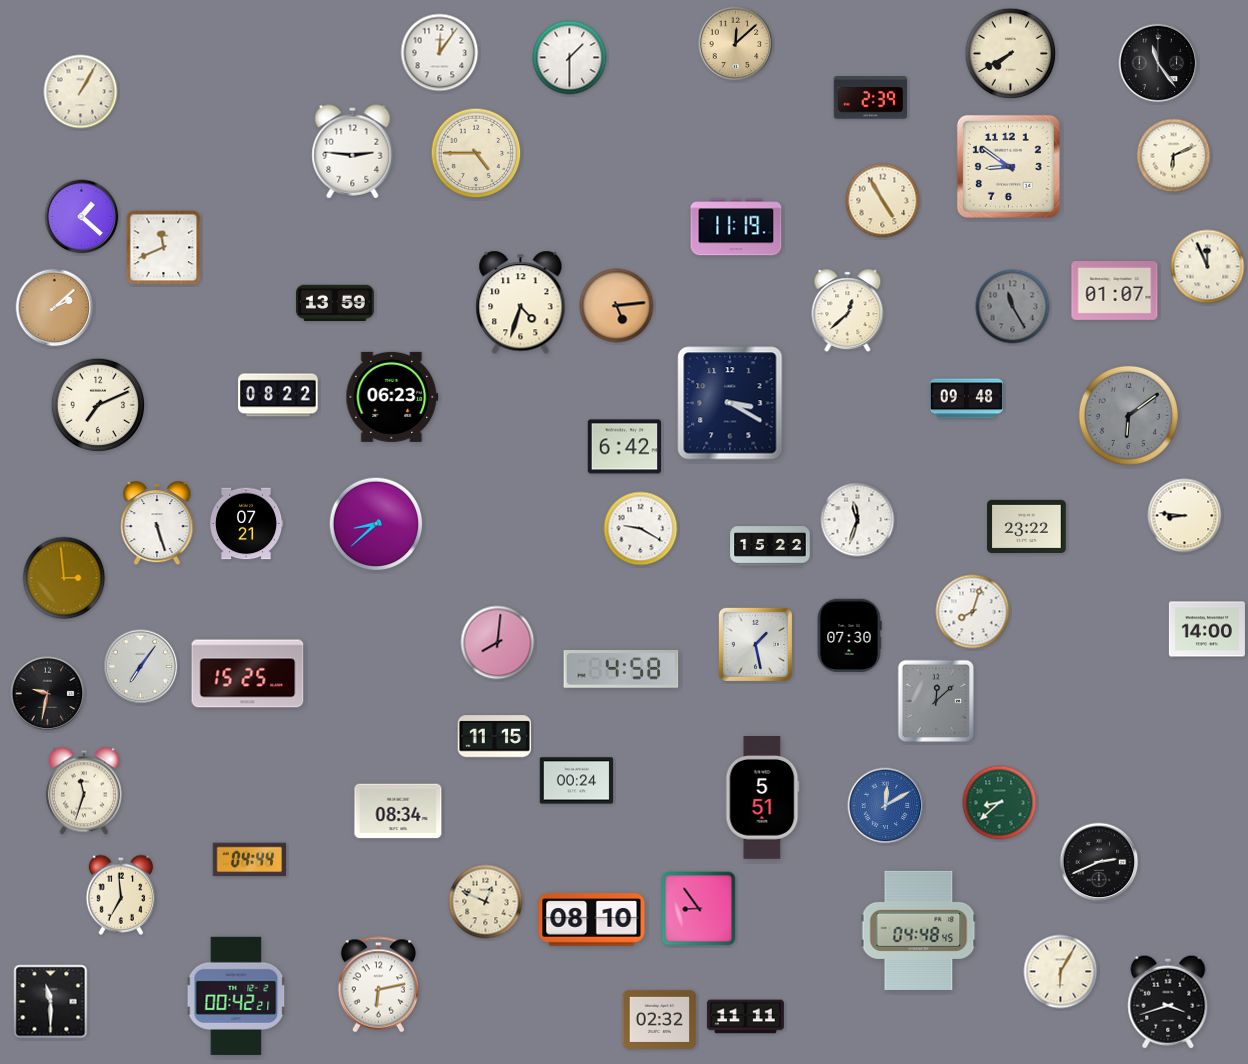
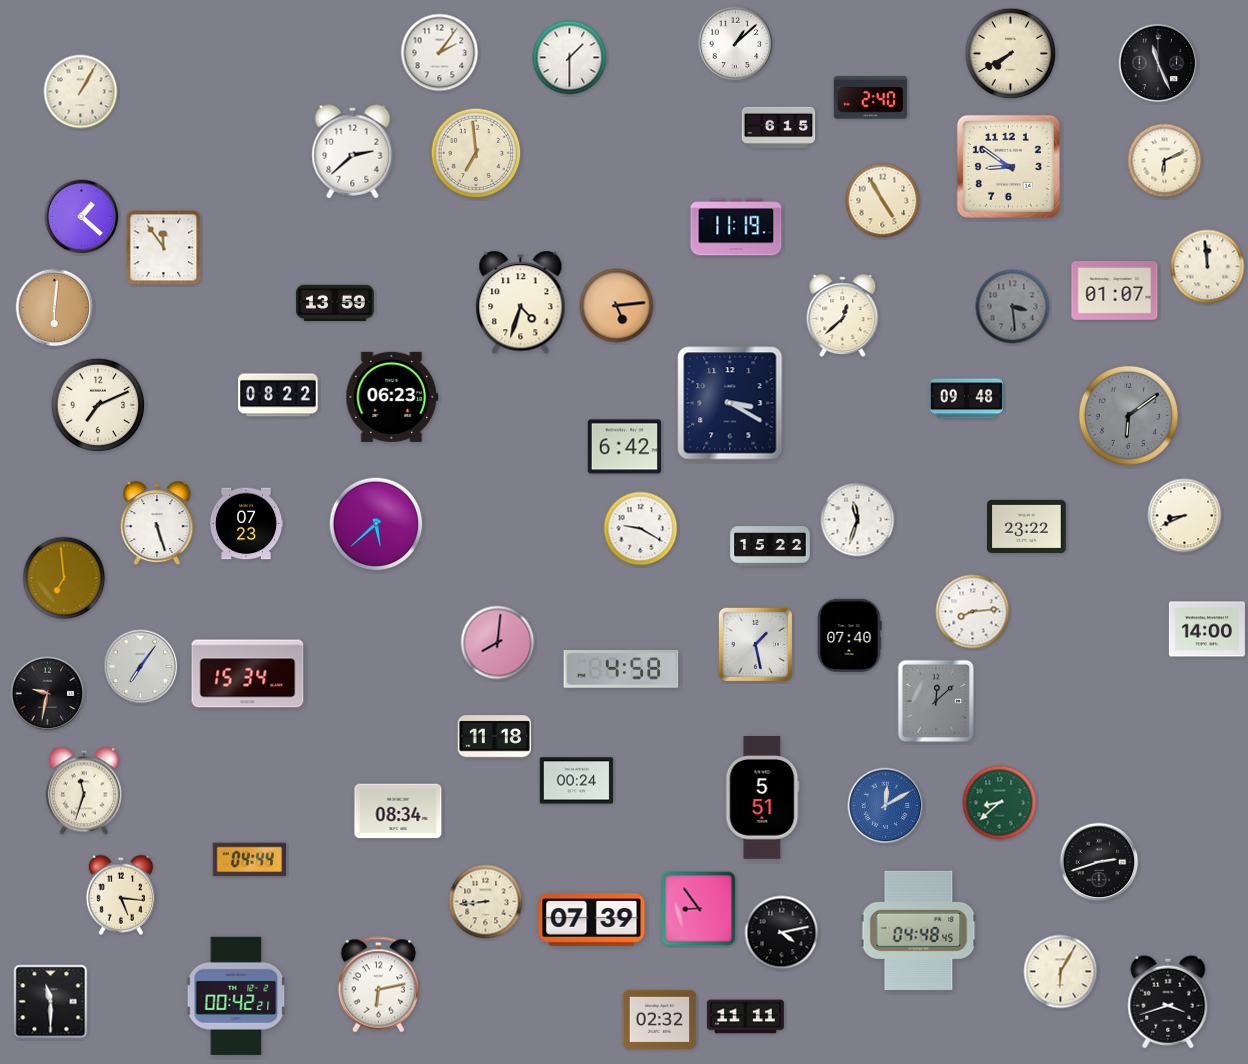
clock at (736, 44): 12:08 -> 1:08
clock at (736, 44) dial: champagne -> white
clock at (440, 53): 12:06 -> 2:06
clock at (1158, 63): 11:24 -> 11:26
clock at (871, 98): 2:39 -> 2:40
clock at (779, 128): none -> 6:15
clock at (353, 152): 2:46 -> 2:38
clock at (476, 153): 4:45 -> 6:59
clock at (1174, 156) position: (1174, 156) -> (1165, 161)
clock at (164, 248): 11:41 -> 11:54
clock at (1208, 267): 11:56 -> 11:59
clock at (1013, 307): 11:25 -> 3:29
clock at (55, 308): 2:08 -> 6:01
clock at (848, 311) position: (848, 311) -> (843, 316)
clock at (1185, 516): 8:46 -> 8:41
clock at (246, 524): 07:21 -> 07:23
clock at (376, 524): 8:38 -> 5:38
clock at (64, 578): 2:59 -> 6:59
clock at (973, 612): 8:03 -> 8:14
clock at (849, 636): 07:30 -> 07:40
clock at (248, 674): 15:25 -> 15:34
clock at (495, 737): 11:15 -> 11:18
clock at (1099, 862): 2:41 -> 2:42
clock at (121, 895): 6:59 -> 5:16
clock at (486, 902): 12:49 -> 8:44
clock at (592, 920): 08:10 -> 07:39
clock at (782, 933): none -> 4:13
